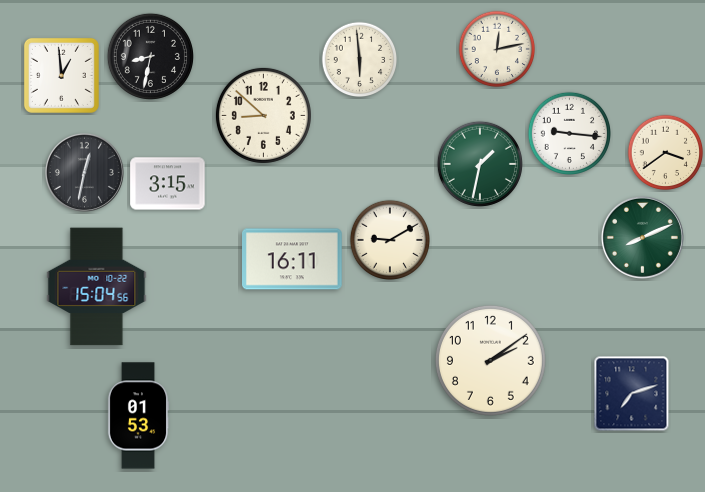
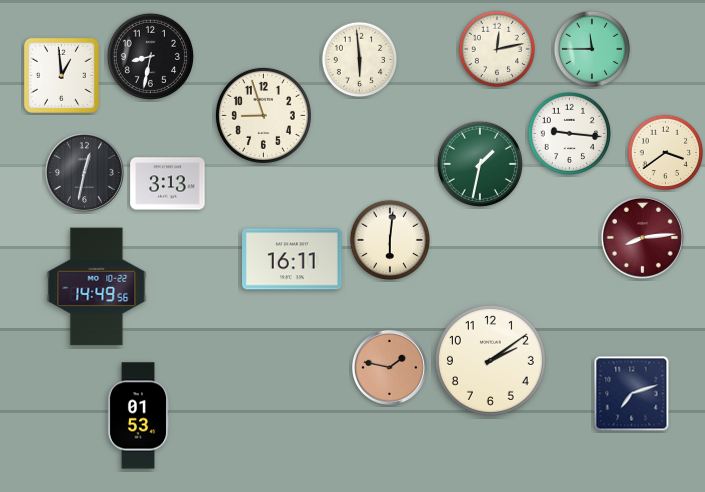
clock at (592, 49): none -> 11:45
clock at (263, 115): 8:52 -> 8:57
clock at (168, 184): 3:15 -> 3:13
clock at (642, 237): 8:11 -> 8:14
clock at (642, 237) dial: green -> burgundy
clock at (389, 239): 9:10 -> 6:01
clock at (97, 287): 15:04 -> 14:49
clock at (389, 367): none -> 1:47
